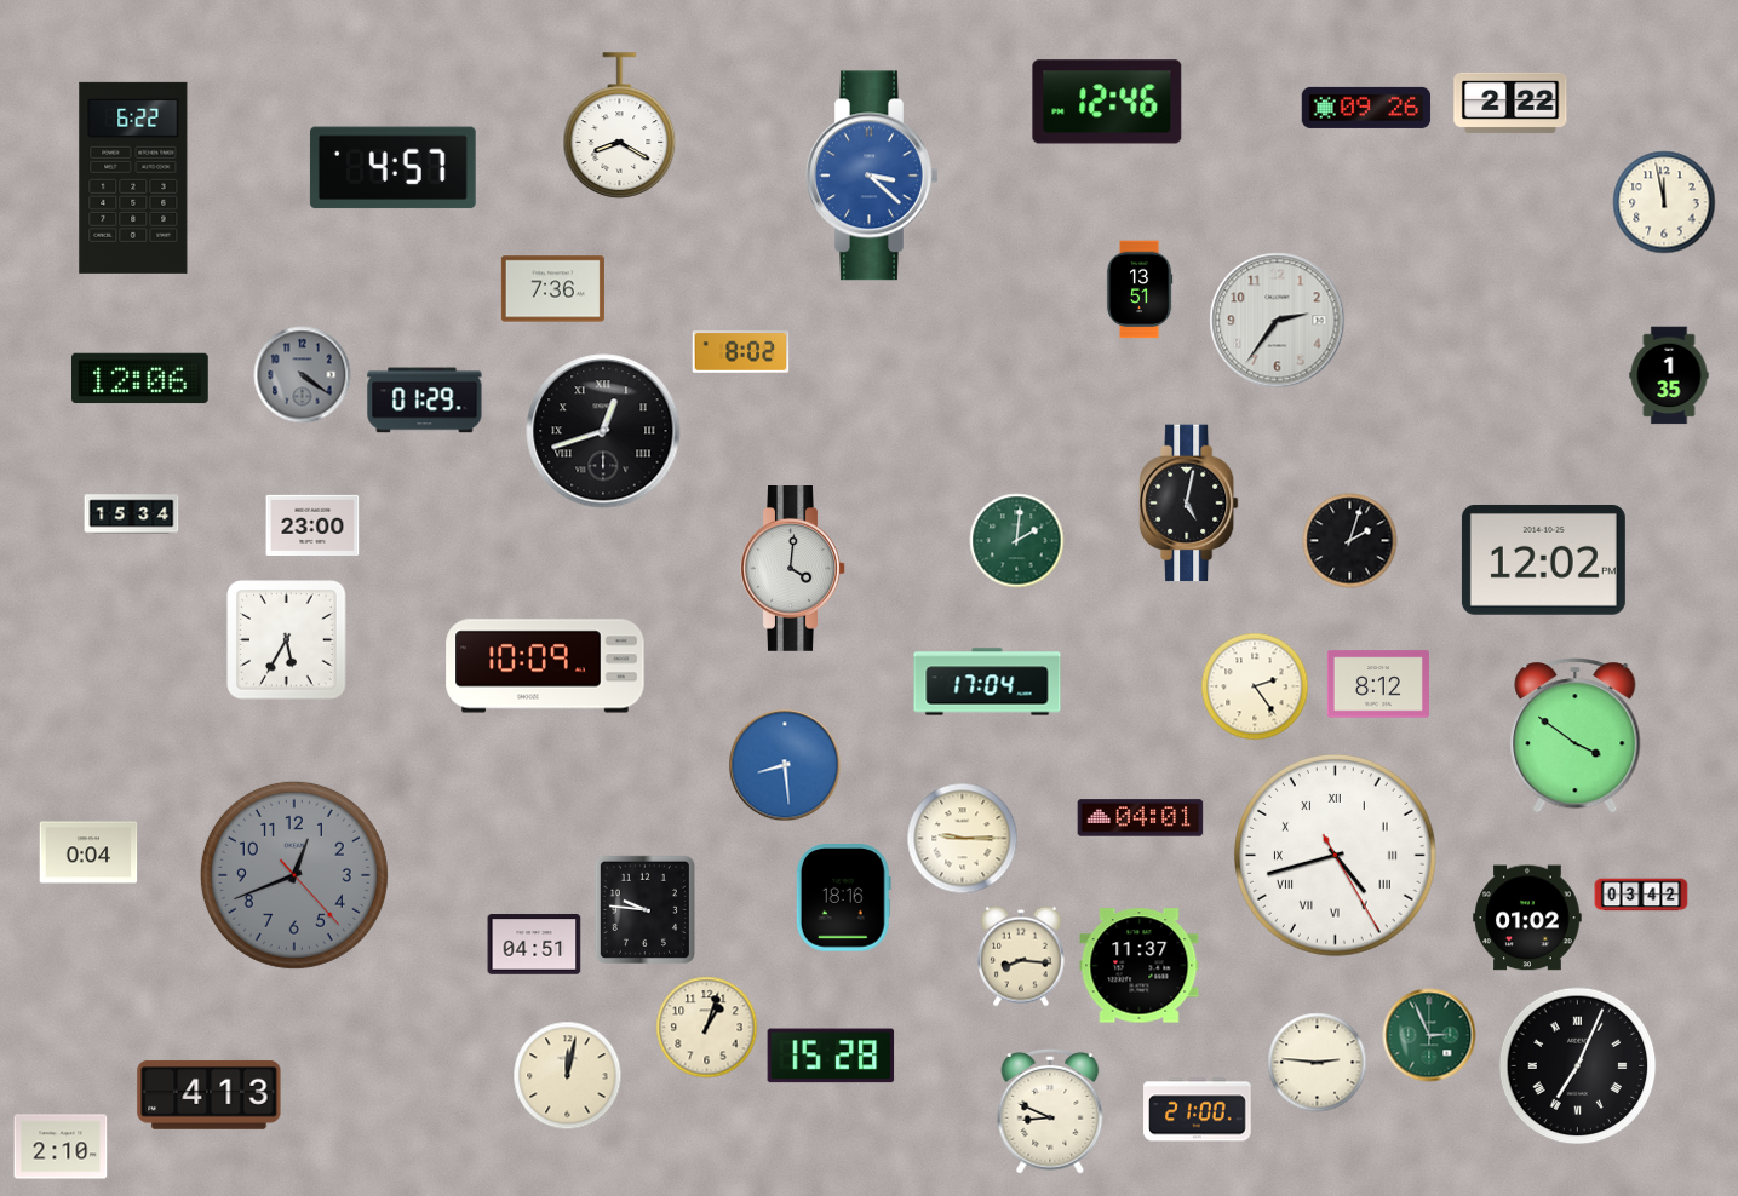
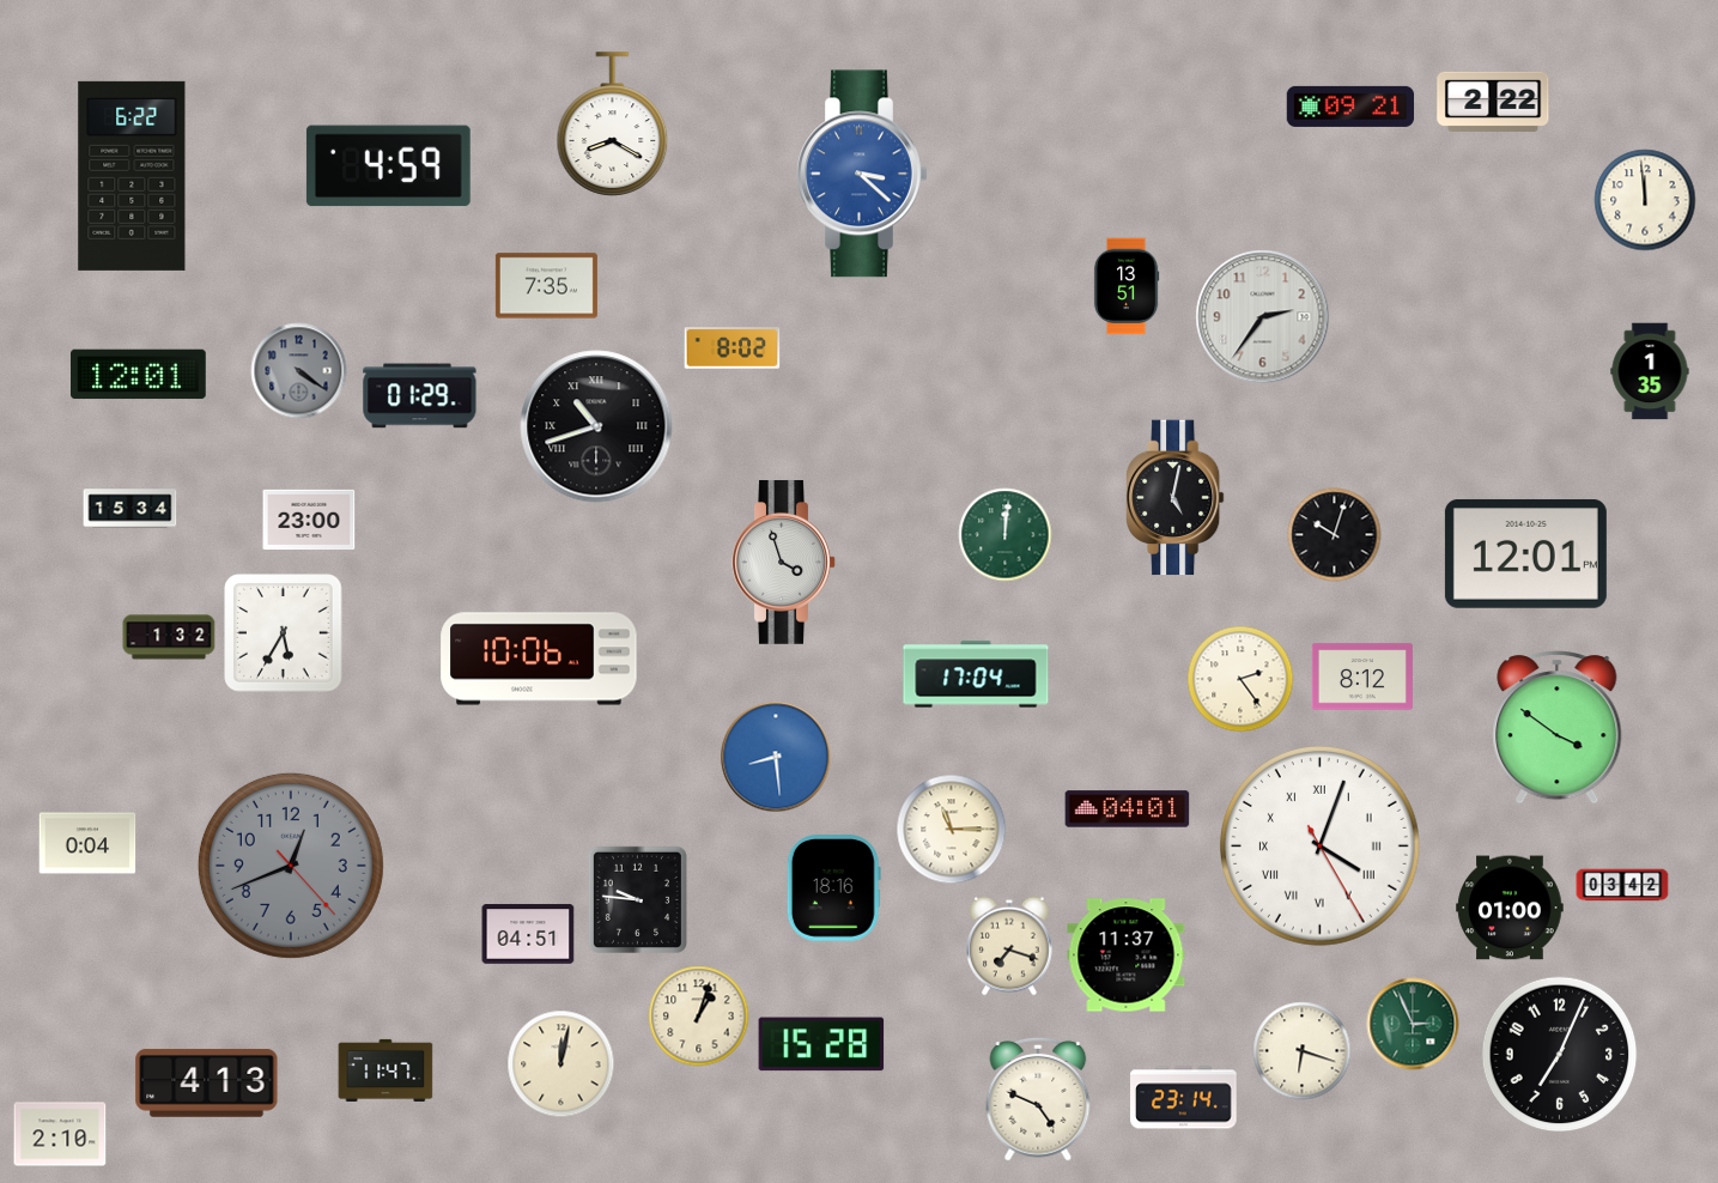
clock at (1107, 102): 12:46 -> none
clock at (1366, 108): 09:26 -> 09:21
clock at (392, 168): 4:57 -> 4:59
clock at (1664, 202): 11:58 -> 11:59
clock at (552, 289): 7:36 -> 7:35
clock at (140, 379): 12:06 -> 12:01
clock at (603, 431): 12:42 -> 10:42
clock at (1017, 541): 2:01 -> 12:01
clock at (1350, 541): 2:03 -> 10:03
clock at (1543, 560): 12:02 -> 12:01
clock at (793, 569): 4:01 -> 3:57
clock at (169, 637): none -> 1:32
clock at (545, 666): 10:09 -> 10:06
clock at (963, 839): 9:15 -> 11:15
clock at (1335, 856): 4:42 -> 4:03
clock at (1527, 918): 01:02 -> 01:00
clock at (1022, 956): 8:16 -> 7:18
clock at (1318, 1063): 2:46 -> 6:18
clock at (1578, 1066) numerals: Roman -> Arabic
clock at (386, 1070): none -> 11:47
clock at (1198, 1110): 21:00 -> 23:14
clock at (1050, 1111): 8:49 -> 4:49
